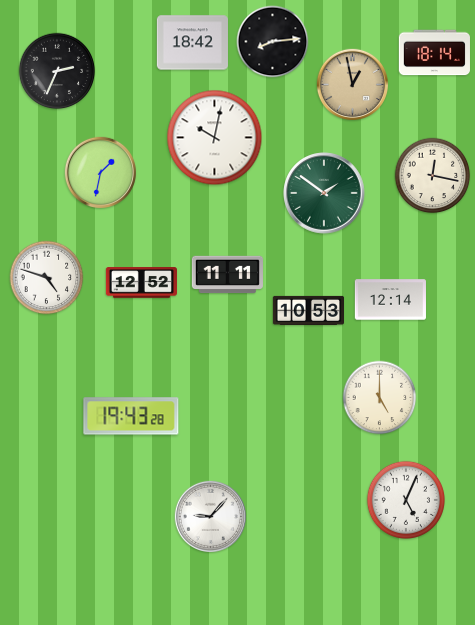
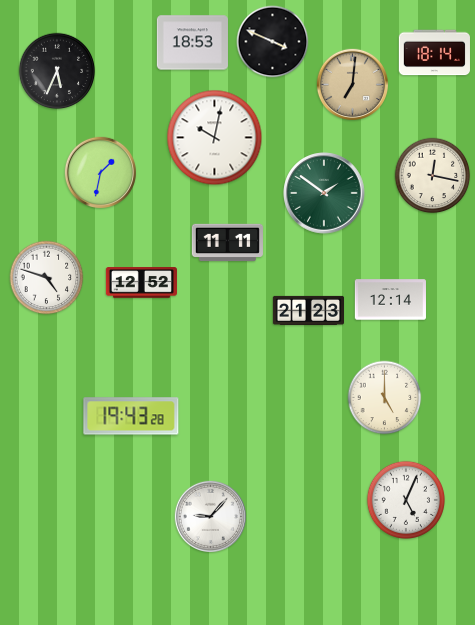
clock at (273, 42): 8:14 -> 3:49
clock at (192, 43): 18:42 -> 18:53
clock at (57, 71): 2:34 -> 5:34
clock at (352, 84): 12:58 -> 7:01
clock at (227, 275) position: (227, 275) -> (227, 243)
clock at (308, 310): 10:53 -> 21:23
clock at (380, 398) position: (380, 398) -> (385, 398)
